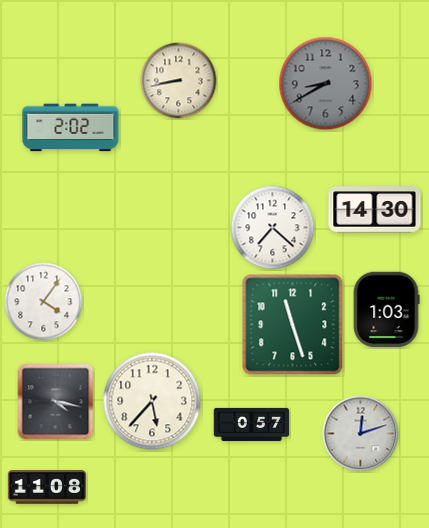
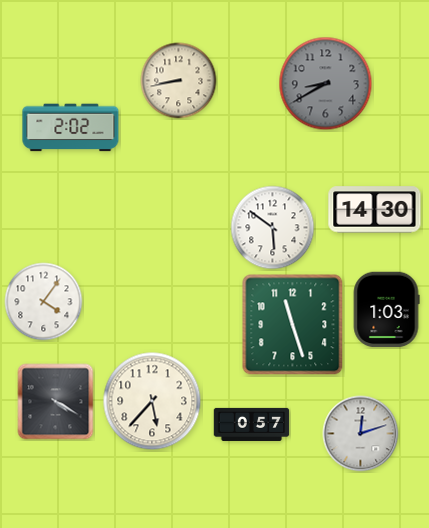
clock at (273, 228): 7:22 -> 5:51
clock at (56, 402): 4:17 -> 4:20
clock at (47, 487): 11:08 -> none
